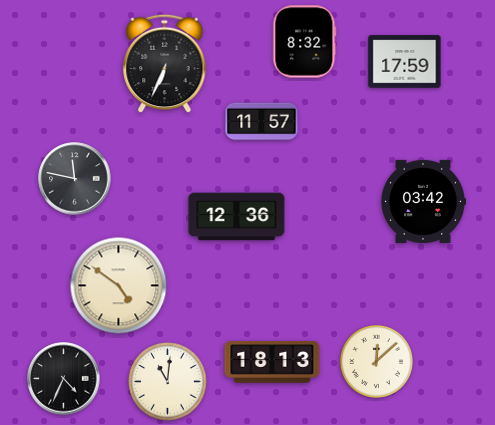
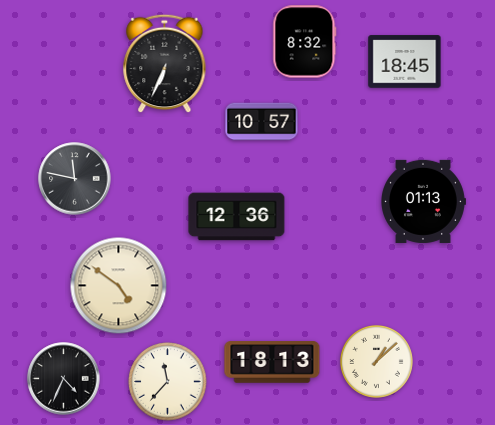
clock at (405, 62): 17:59 -> 18:45
clock at (262, 122): 11:57 -> 10:57
clock at (424, 201): 03:42 -> 01:13
clock at (376, 361): 12:08 -> 1:08
clock at (168, 382): 11:01 -> 11:37
